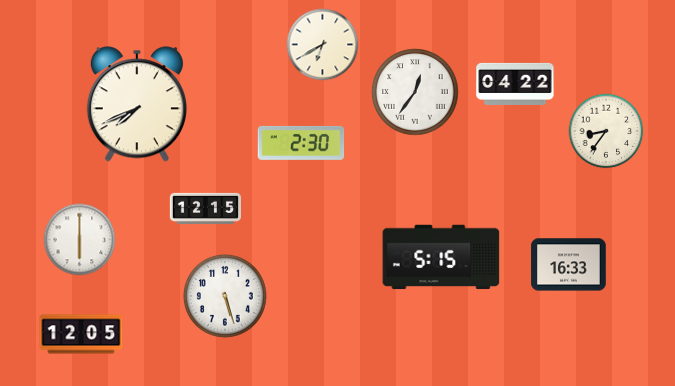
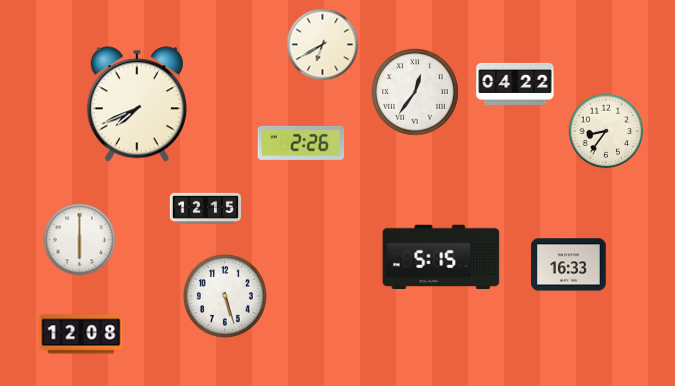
clock at (301, 143): 2:30 -> 2:26
clock at (81, 334): 12:05 -> 12:08
